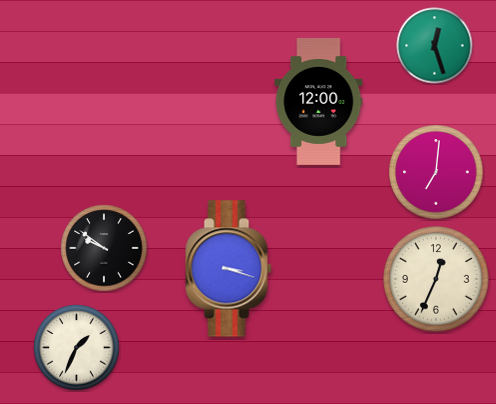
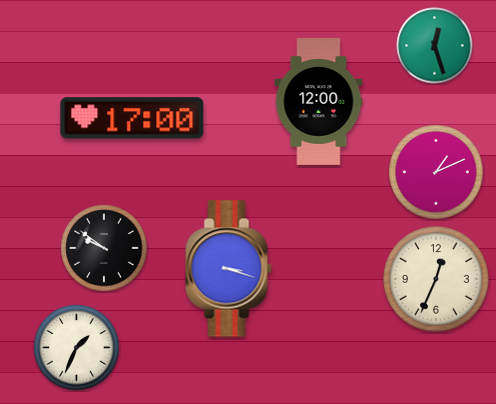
clock at (132, 118): none -> 17:00
clock at (436, 172): 7:01 -> 1:11
